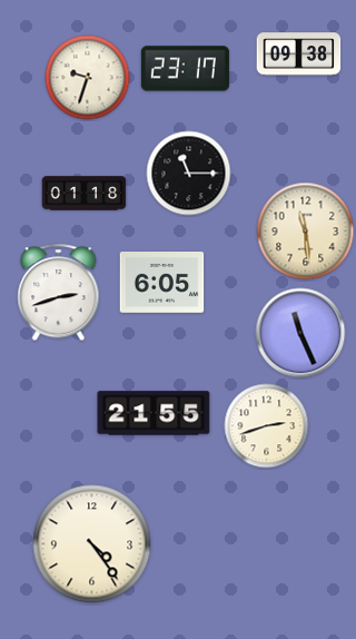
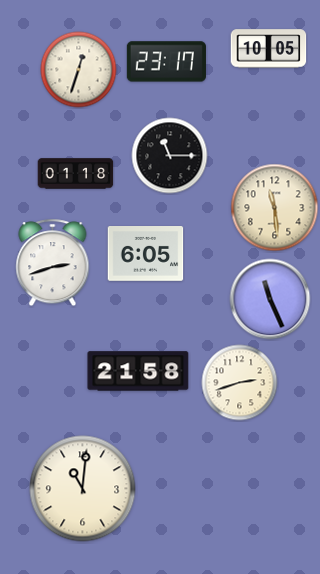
clock at (299, 55): 09:38 -> 10:05
clock at (88, 78): 9:33 -> 12:33
clock at (154, 413): 21:55 -> 21:58
clock at (92, 544): 4:24 -> 11:01
